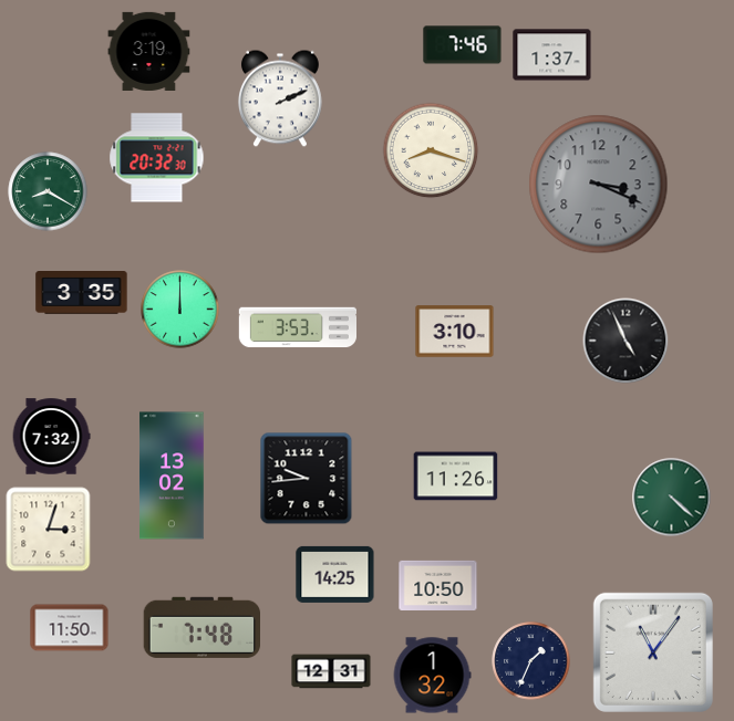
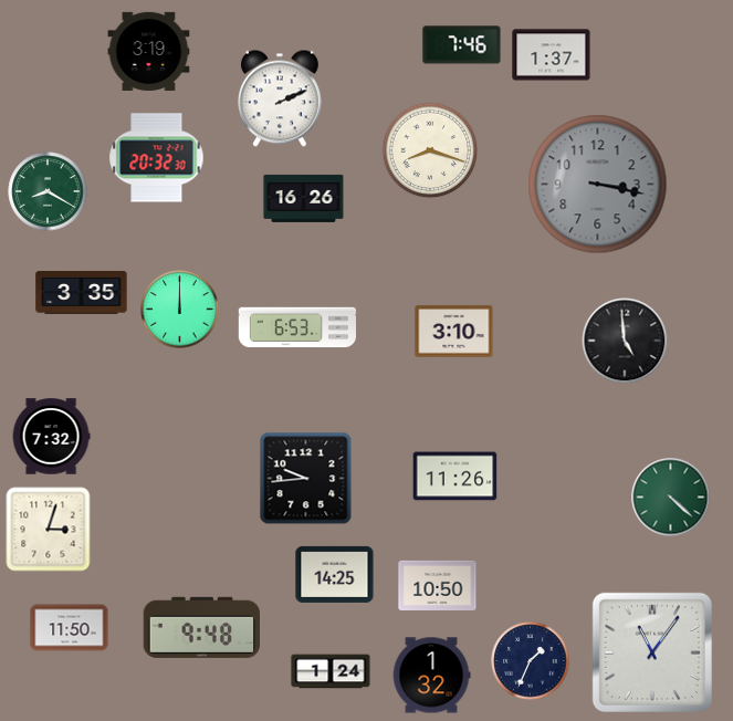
clock at (599, 185): 3:19 -> 3:17
clock at (304, 198): none -> 16:26
clock at (297, 327): 3:53 -> 6:53
clock at (626, 341): 4:56 -> 4:59
clock at (172, 476): 13:02 -> none
clock at (201, 627): 7:48 -> 9:48
clock at (331, 671): 12:31 -> 1:24
